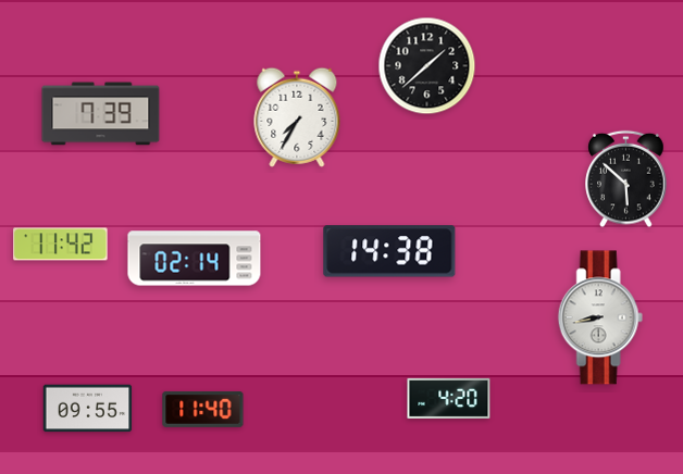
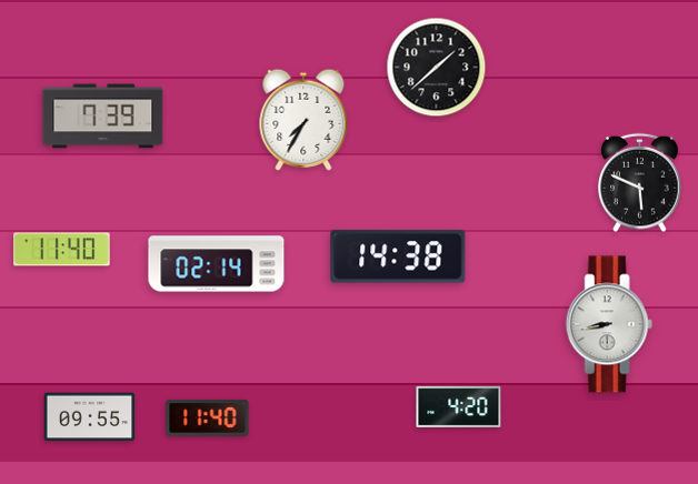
clock at (626, 179): 5:52 -> 5:49
clock at (61, 245): 11:42 -> 11:40
clock at (195, 259) position: (195, 259) -> (217, 264)
clock at (600, 317) position: (600, 317) -> (609, 324)
